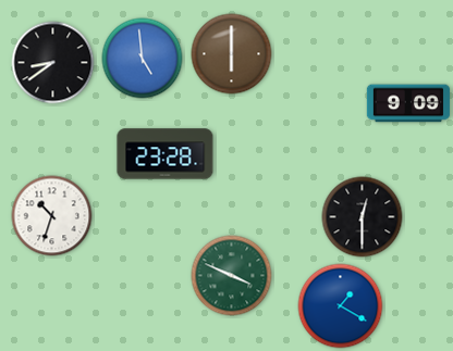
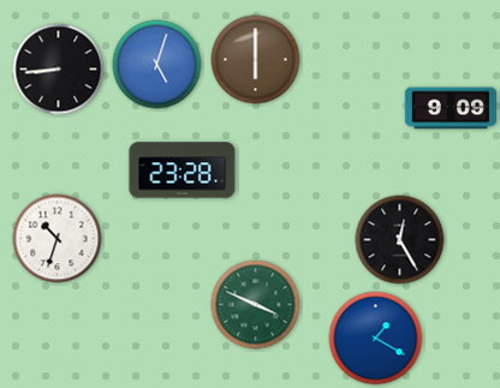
clock at (143, 59): 4:59 -> 5:03
clock at (53, 63): 8:39 -> 8:44
clock at (408, 103) position: (408, 103) -> (451, 108)
clock at (363, 217): 12:30 -> 12:25
